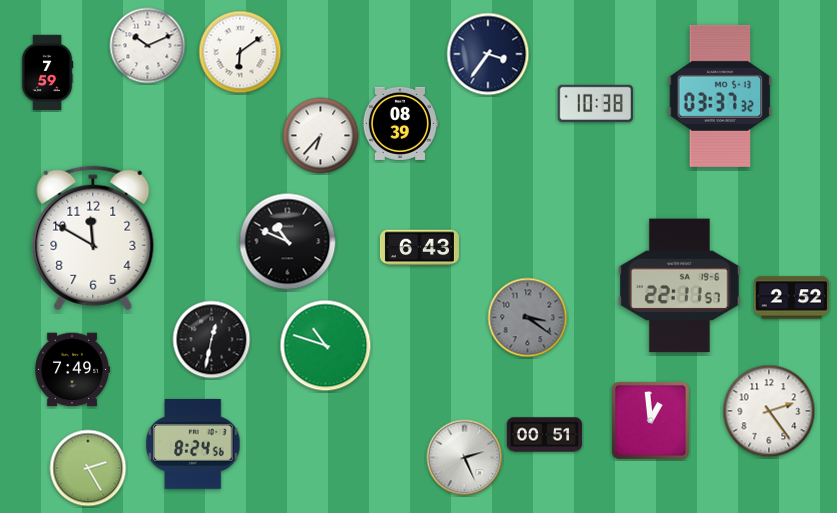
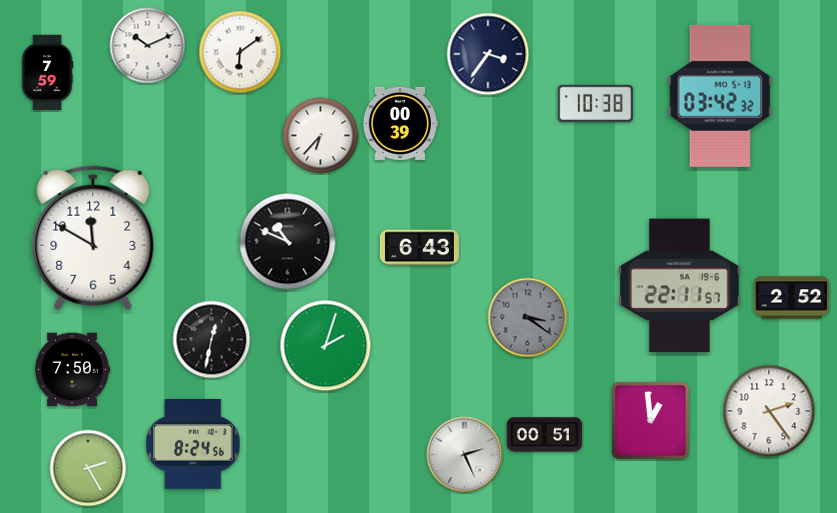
clock at (720, 96): 03:37 -> 03:42
clock at (399, 123): 08:39 -> 00:39
clock at (326, 346): 10:48 -> 2:03
clock at (72, 370): 7:49 -> 7:50
clock at (465, 458) position: (465, 458) -> (465, 455)
